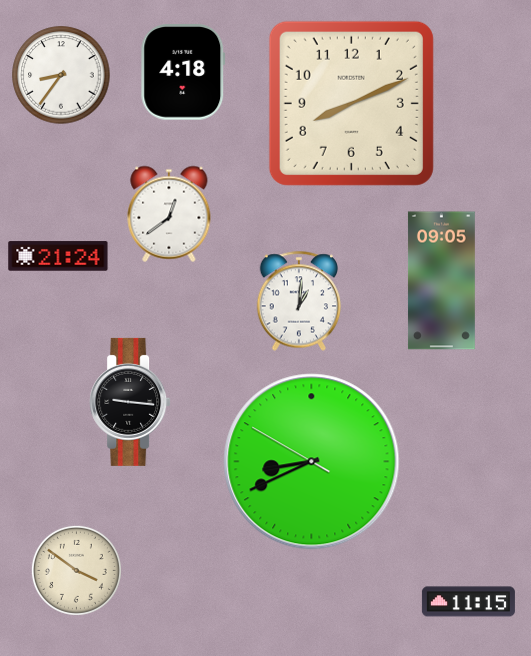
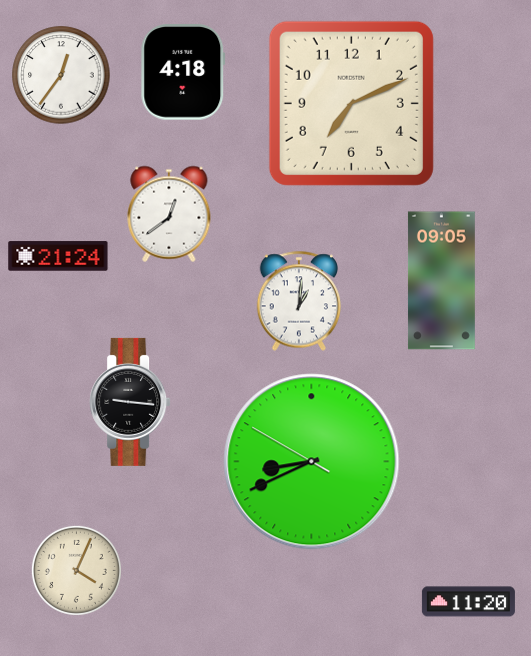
clock at (61, 75): 8:36 -> 12:36
clock at (351, 103): 8:11 -> 7:11
clock at (76, 570): 3:51 -> 4:04
clock at (468, 602): 11:15 -> 11:20
